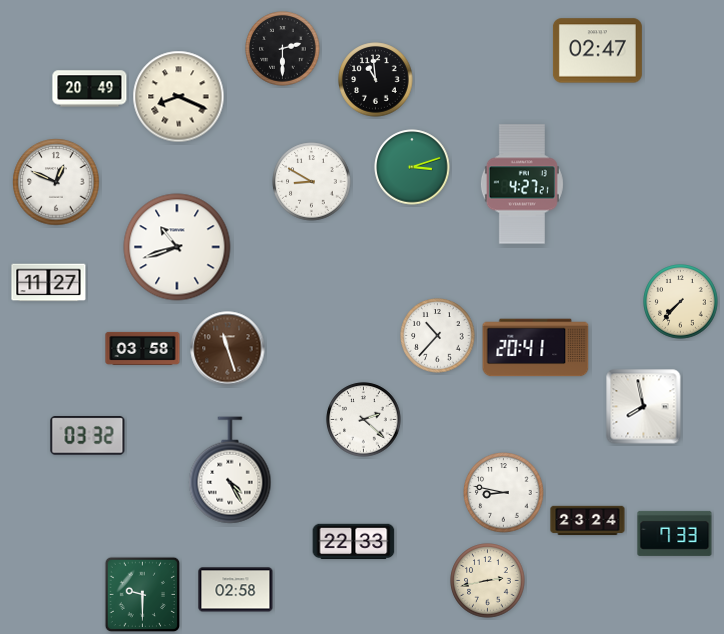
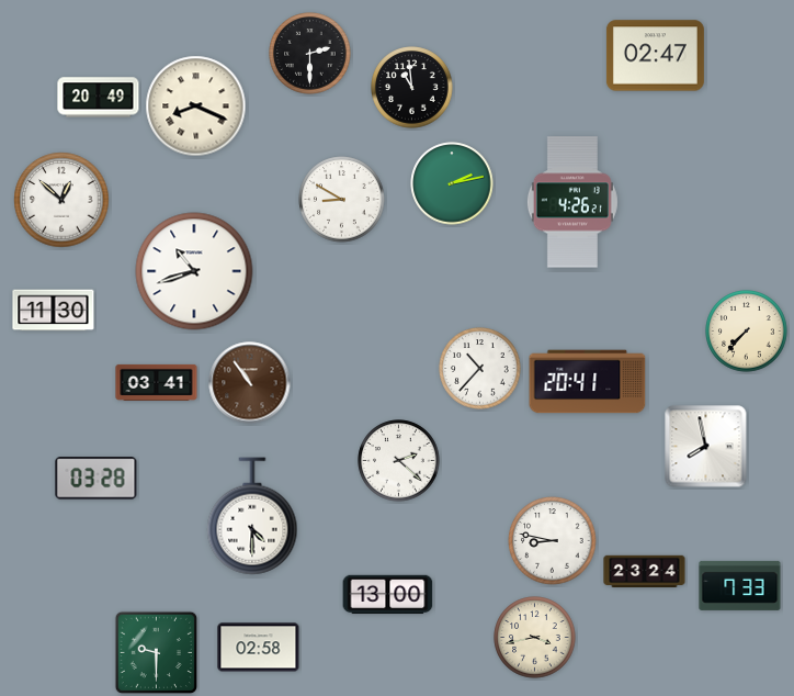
clock at (412, 167): 3:12 -> 2:13
clock at (56, 182): 12:49 -> 12:52
clock at (522, 184): 4:27 -> 4:26
clock at (49, 283): 11:27 -> 11:30
clock at (143, 348): 03:58 -> 03:41
clock at (228, 349): 11:27 -> 10:54
clock at (88, 436): 03:32 -> 03:28
clock at (230, 470): 4:25 -> 4:30
clock at (354, 542): 22:33 -> 13:00
clock at (488, 581): 2:43 -> 3:43
